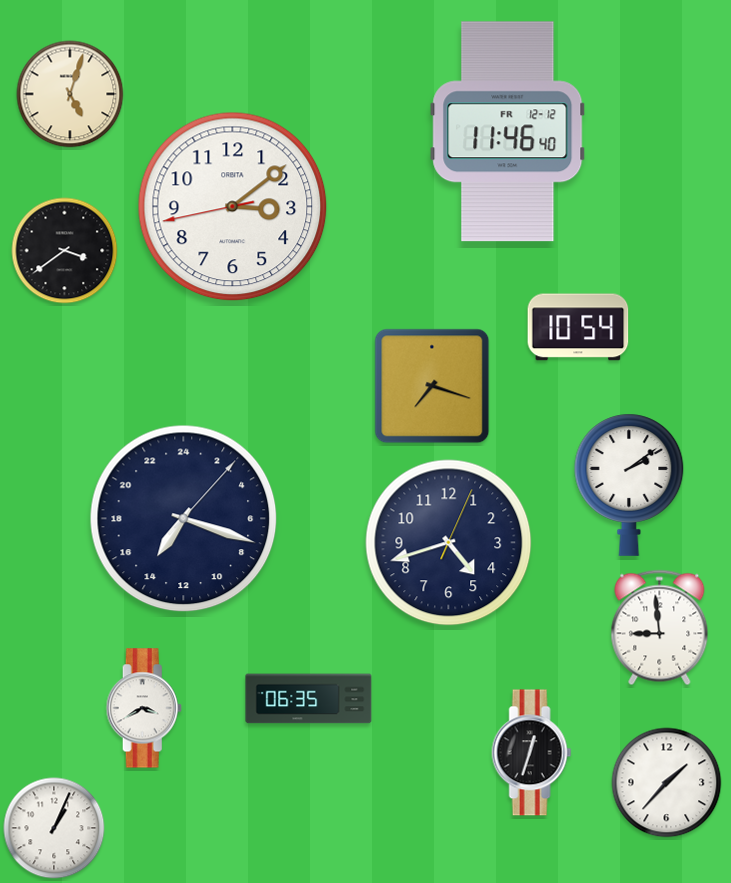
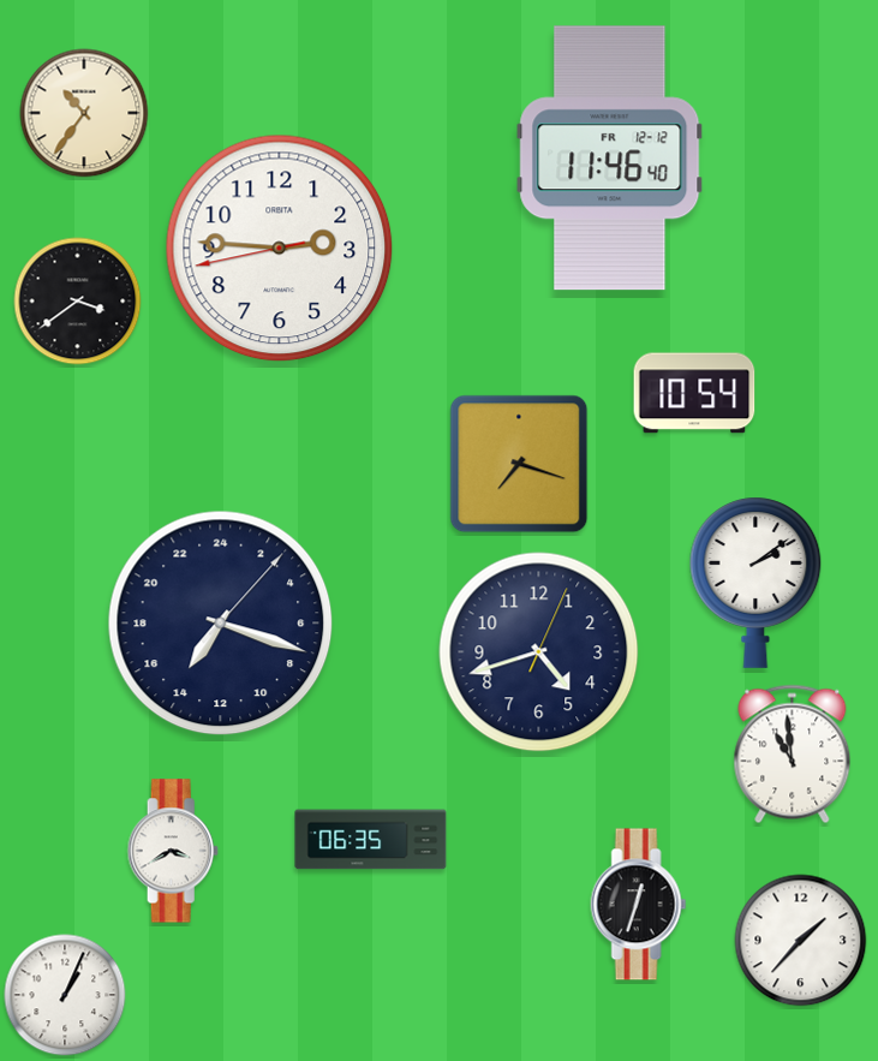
clock at (70, 94): 5:03 -> 10:36
clock at (233, 207): 3:08 -> 2:45
clock at (660, 628): 8:59 -> 10:59
